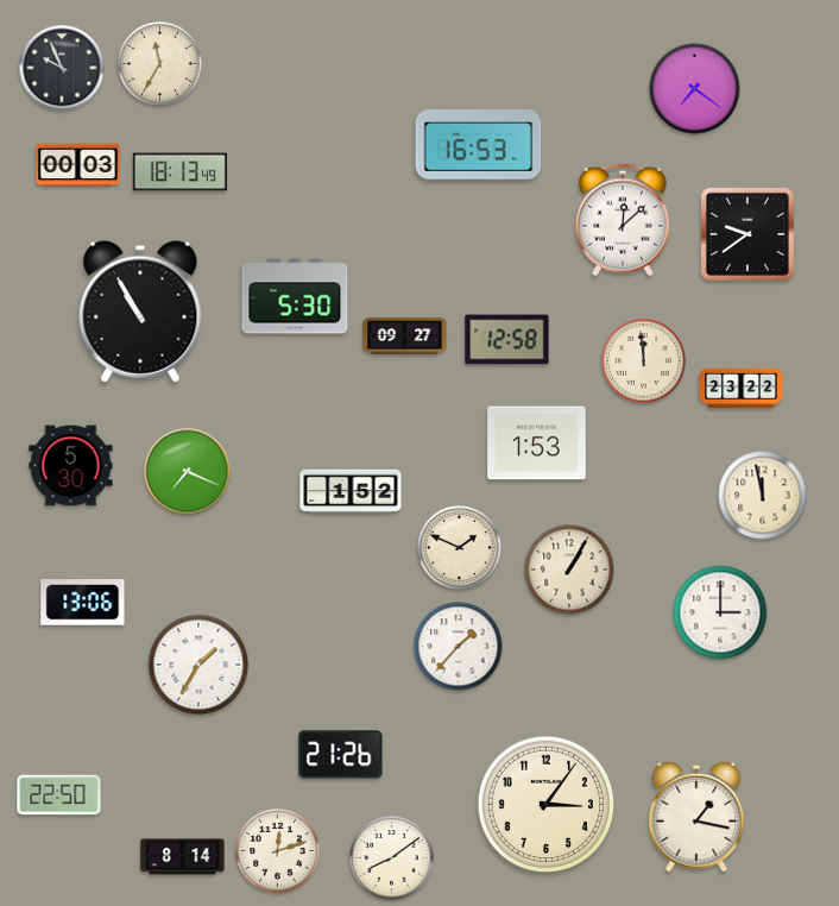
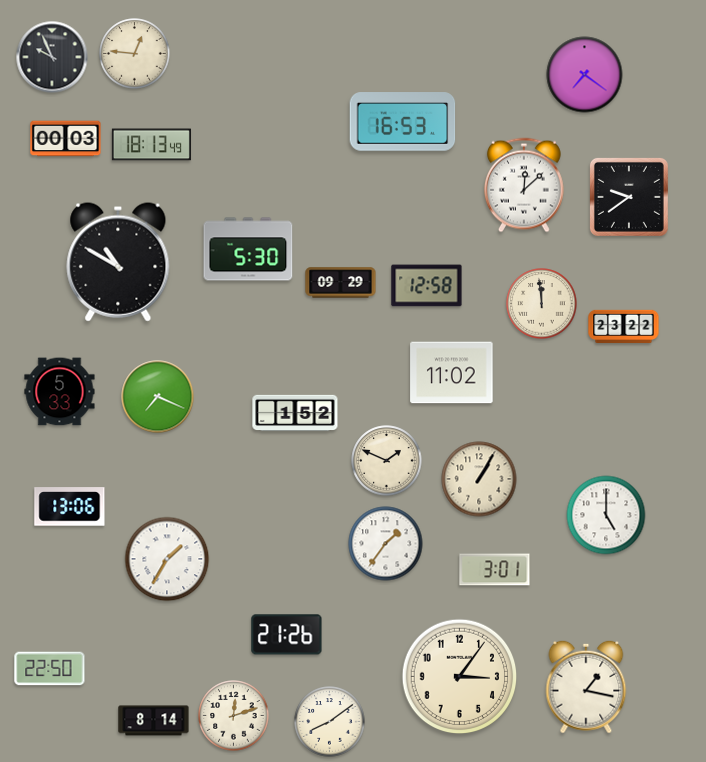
clock at (160, 64): 11:35 -> 12:46
clock at (140, 312): 10:55 -> 10:50
clock at (405, 336): 09:27 -> 09:29
clock at (537, 443): 1:53 -> 11:02
clock at (71, 466): 5:30 -> 5:33
clock at (763, 496): 11:58 -> none
clock at (720, 612): 3:00 -> 5:00
clock at (459, 647): 1:37 -> 1:36
clock at (495, 570): none -> 3:01
